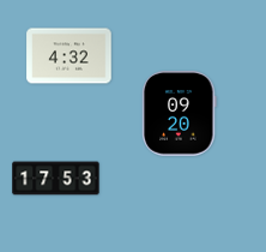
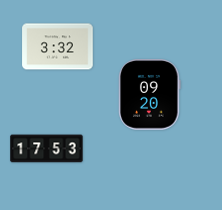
clock at (69, 56): 4:32 -> 3:32
